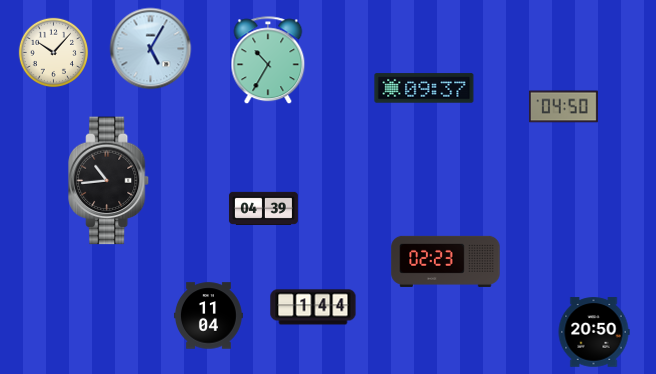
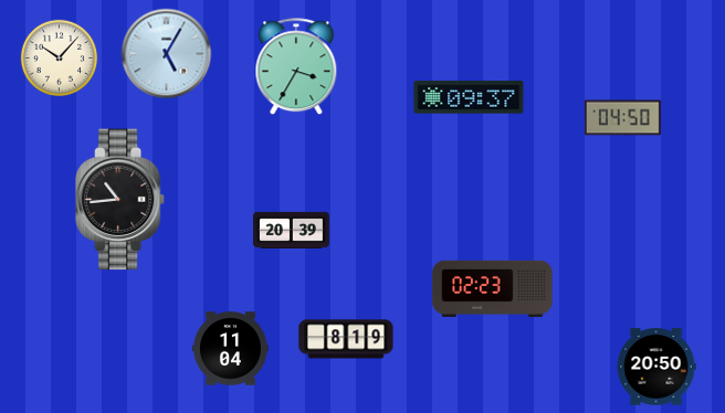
clock at (268, 61): 10:35 -> 3:35
clock at (263, 208): 04:39 -> 20:39
clock at (313, 307): 1:44 -> 8:19
